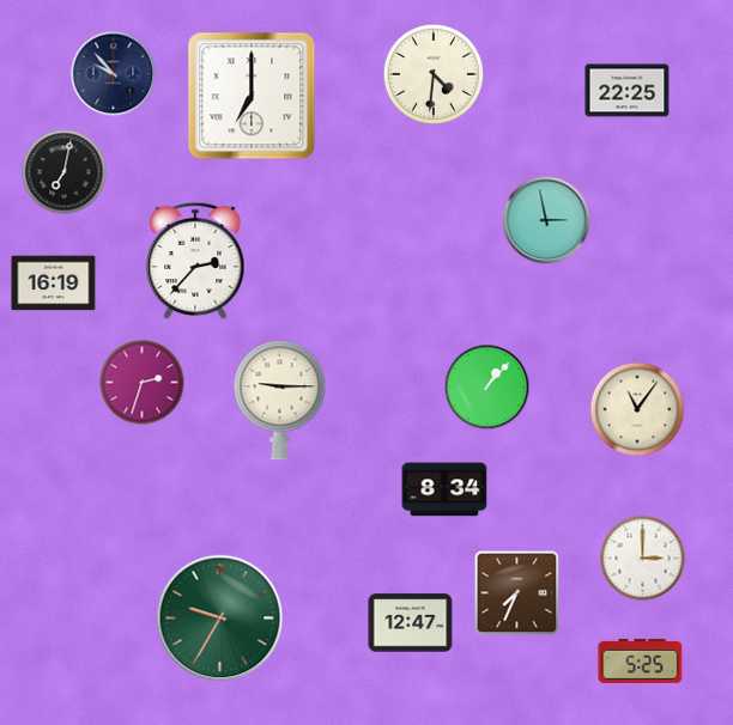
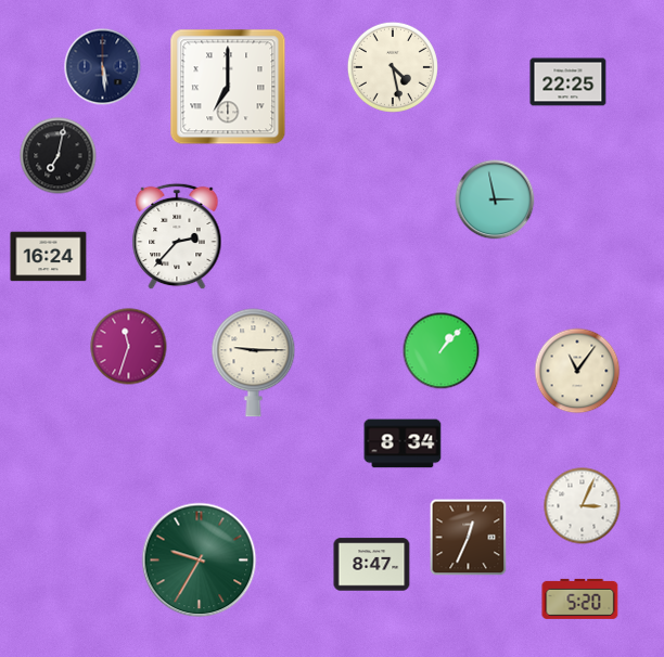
clock at (114, 74): 9:53 -> 5:29
clock at (434, 74): 4:31 -> 4:28
clock at (54, 284): 16:19 -> 16:24
clock at (143, 383): 2:33 -> 11:33
clock at (643, 559): 3:00 -> 3:04
clock at (517, 593): 7:34 -> 12:34
clock at (411, 623): 12:47 -> 8:47
clock at (641, 660): 5:25 -> 5:20
